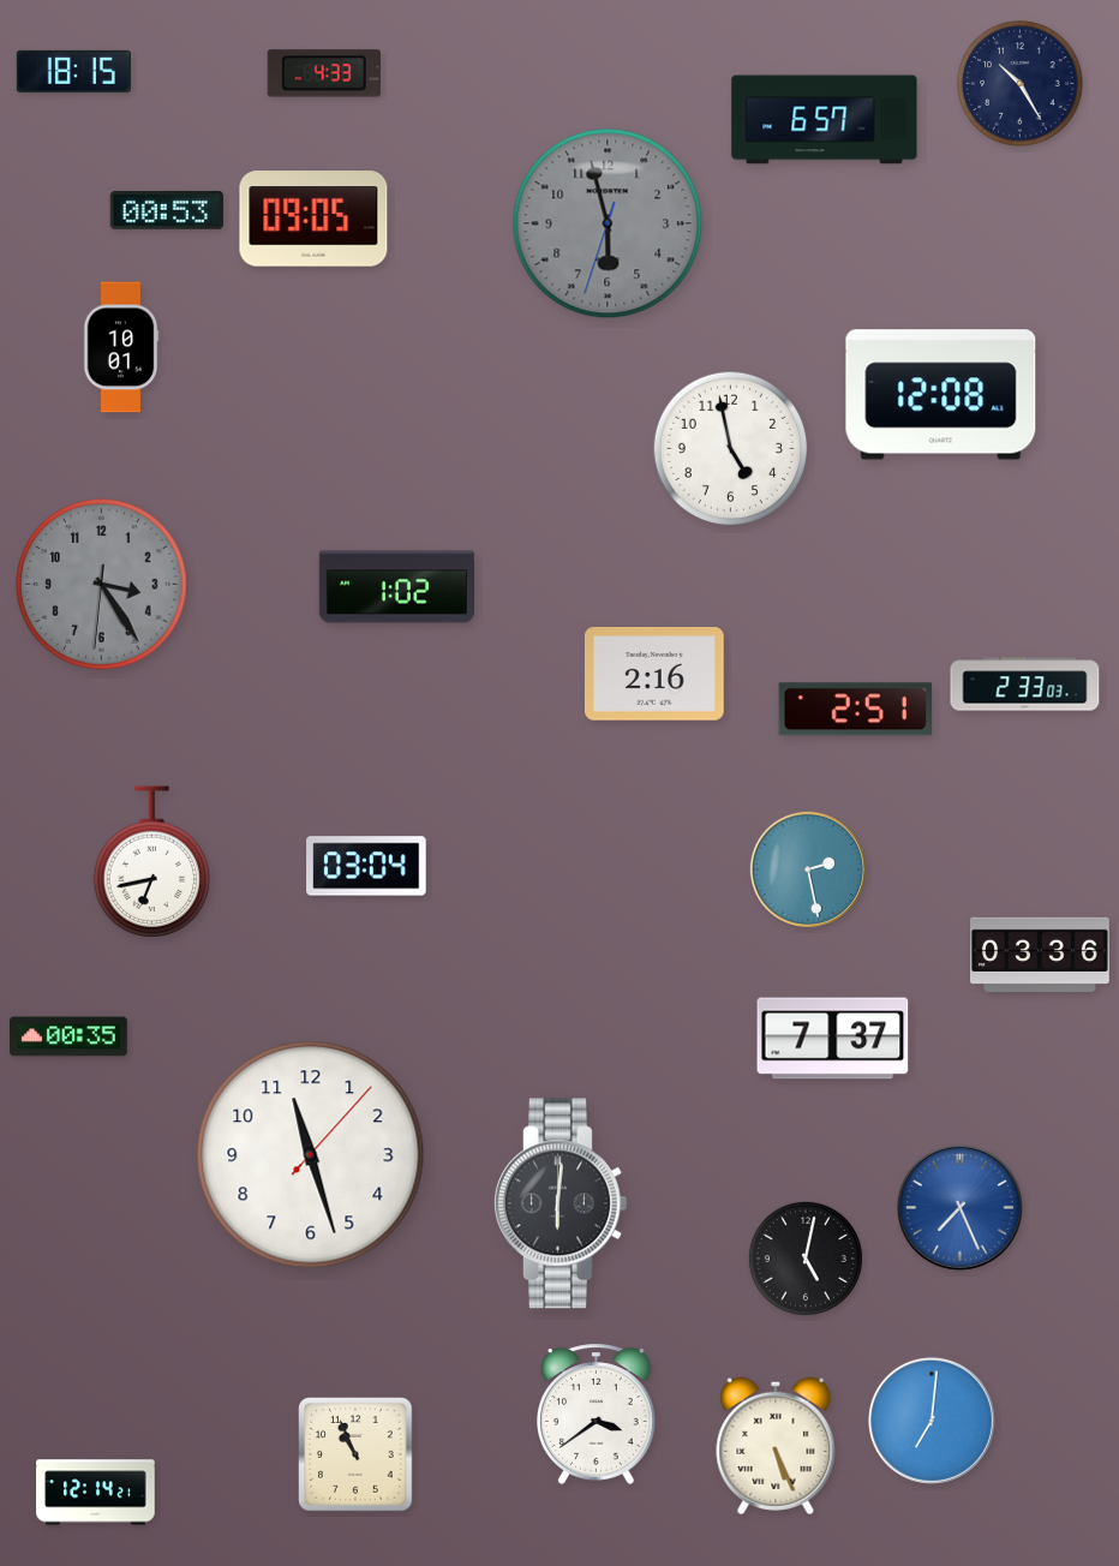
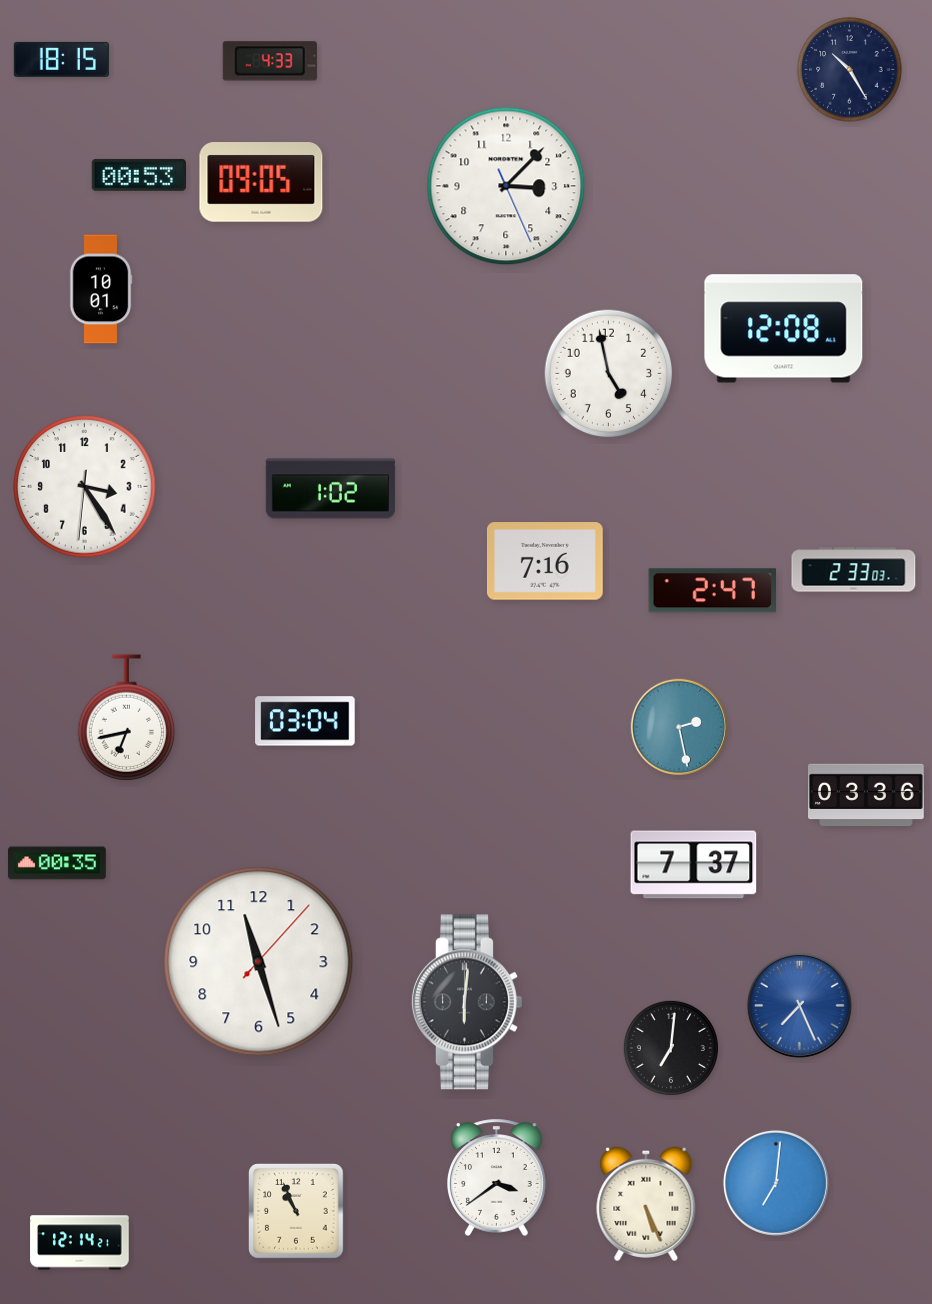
clock at (825, 120): 6:57 -> none
clock at (608, 223): 5:57 -> 3:07
clock at (608, 223) dial: grey -> white
clock at (102, 585) dial: grey -> white
clock at (654, 674): 2:16 -> 7:16
clock at (856, 710): 2:51 -> 2:47
clock at (808, 869) position: (808, 869) -> (679, 727)
clock at (806, 1259): 5:02 -> 7:01
